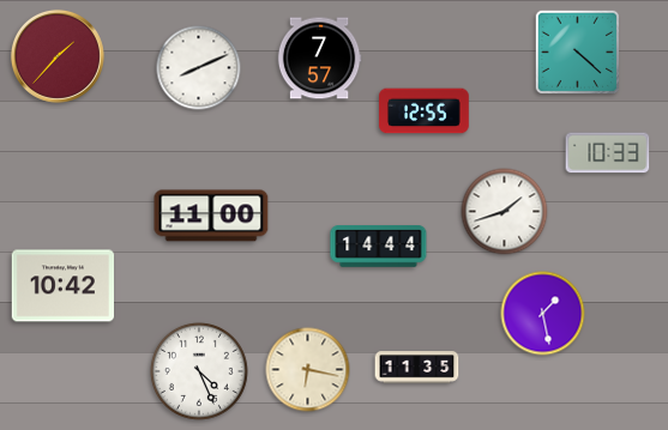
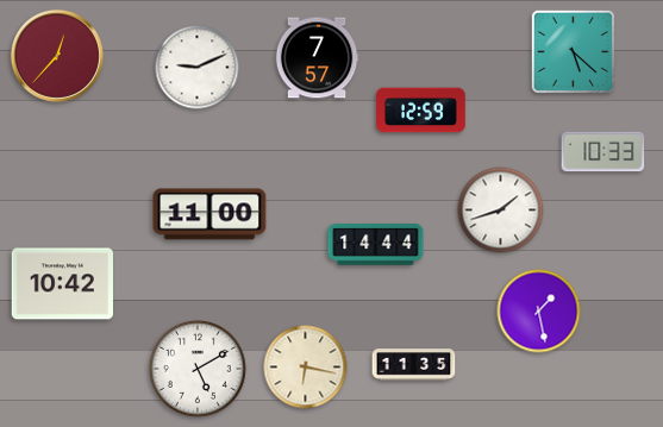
clock at (577, 52): 4:22 -> 5:22
clock at (58, 56): 1:37 -> 12:37
clock at (199, 68): 8:11 -> 9:11
clock at (425, 111): 12:55 -> 12:59
clock at (199, 371): 4:26 -> 5:10
